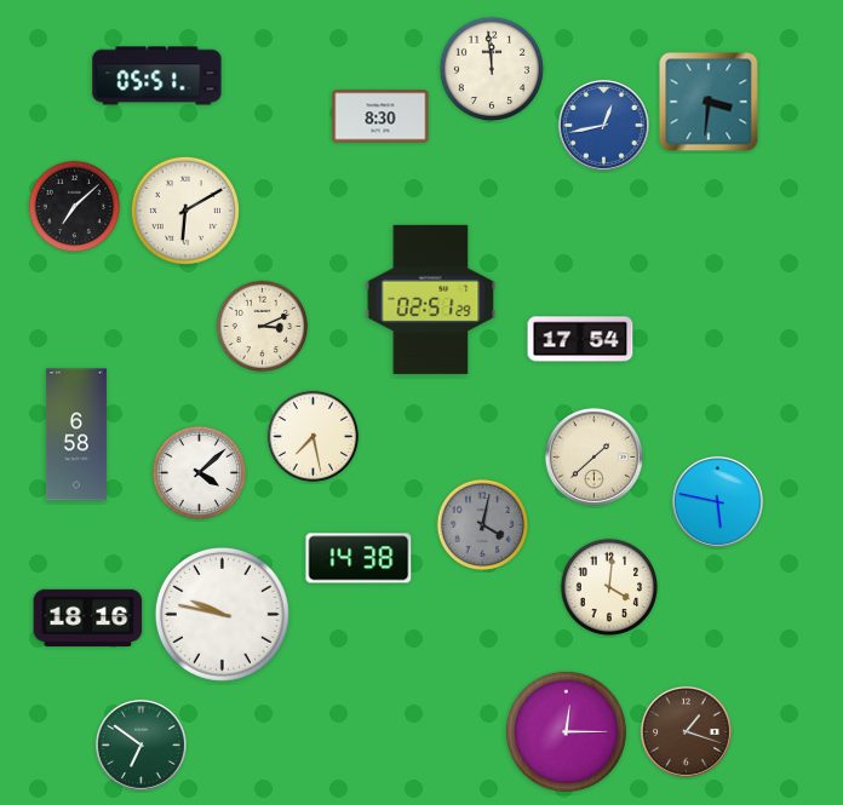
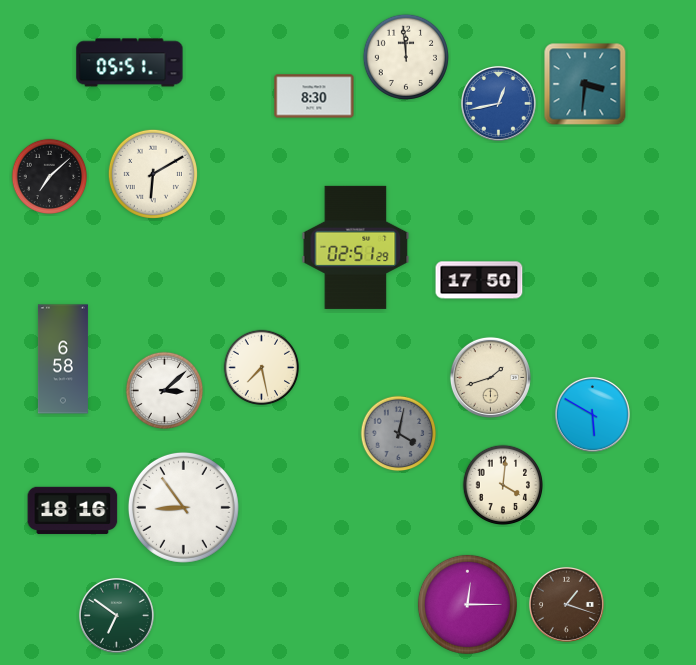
clock at (75, 207) position: (75, 207) -> (50, 177)
clock at (263, 327): 3:11 -> none
clock at (580, 339): 17:54 -> 17:50
clock at (314, 437) position: (314, 437) -> (262, 368)
clock at (593, 456): 1:38 -> 1:42
clock at (200, 473): 4:08 -> 3:08
clock at (717, 501): 5:47 -> 5:50
clock at (359, 558): 14:38 -> none
clock at (222, 614): 9:47 -> 8:54
